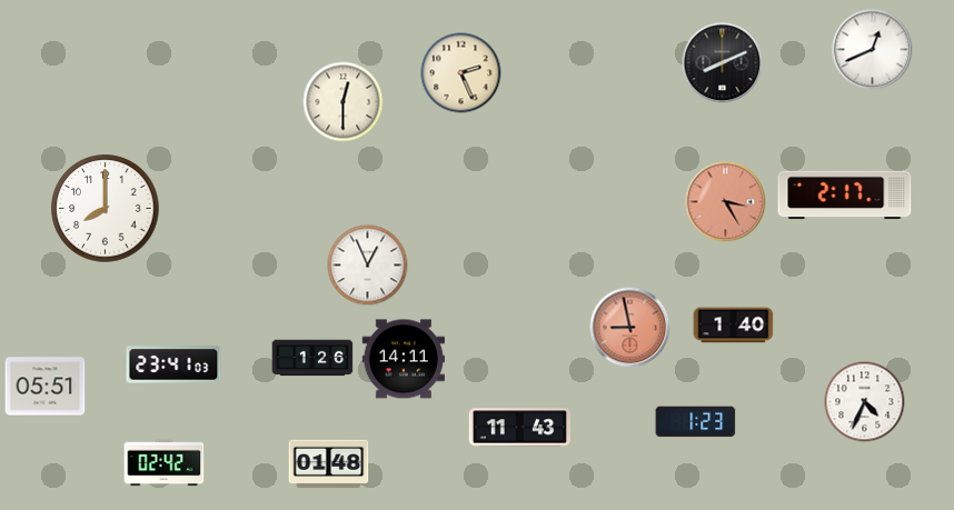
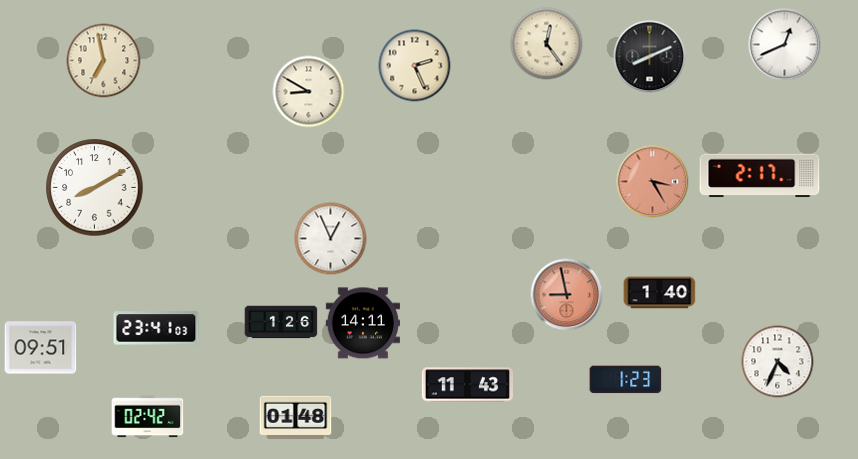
clock at (547, 44): none -> 12:24
clock at (104, 61): none -> 6:58
clock at (344, 102): 12:30 -> 8:50
clock at (106, 209): 8:00 -> 8:10
clock at (46, 387): 05:51 -> 09:51
